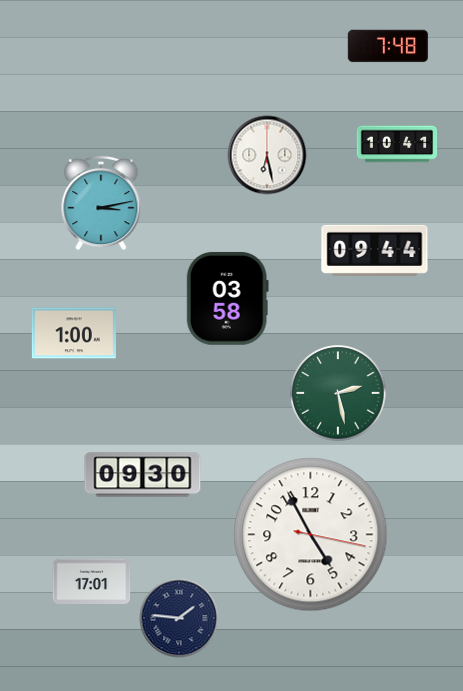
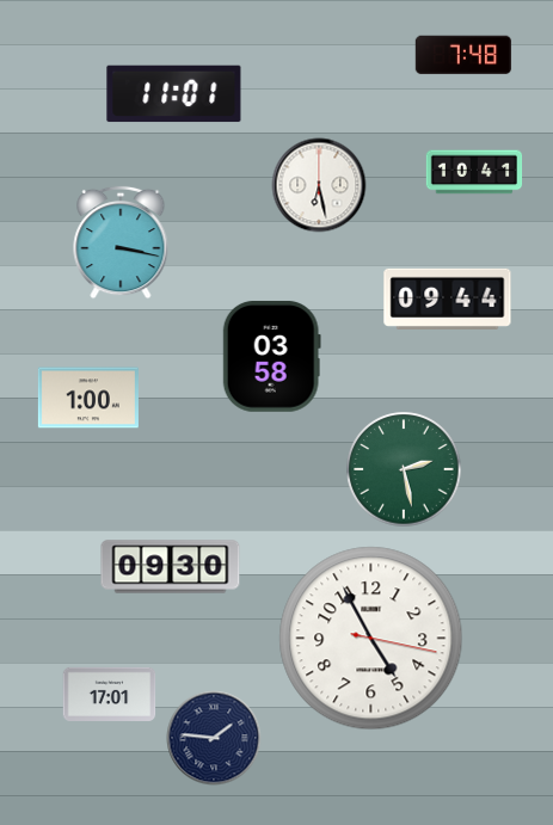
clock at (174, 94): none -> 11:01
clock at (101, 203): 3:13 -> 3:17
